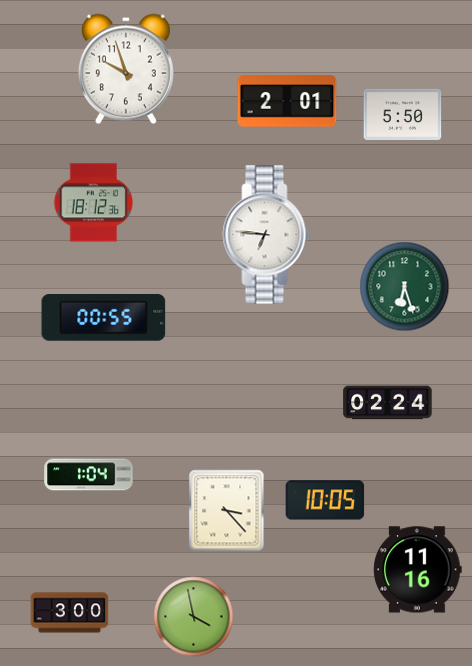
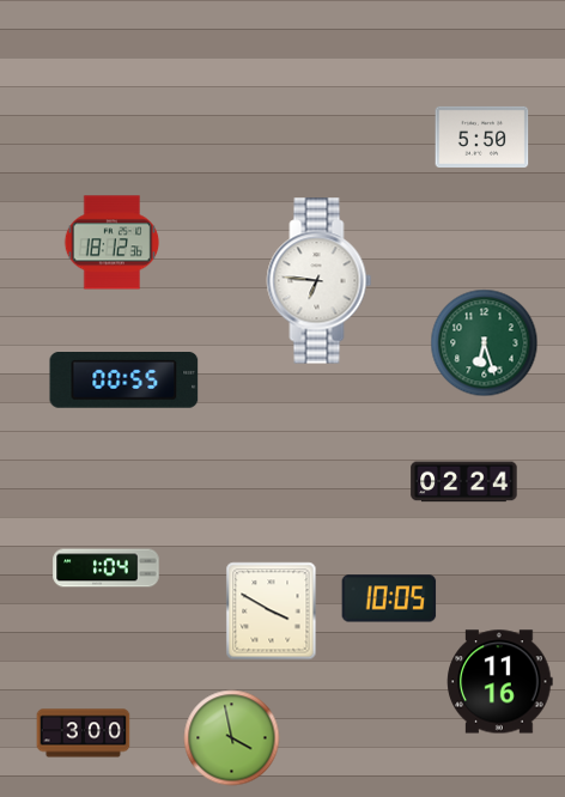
clock at (126, 69): 9:57 -> none
clock at (287, 101): 2:01 -> none
clock at (227, 511): 3:23 -> 3:50
